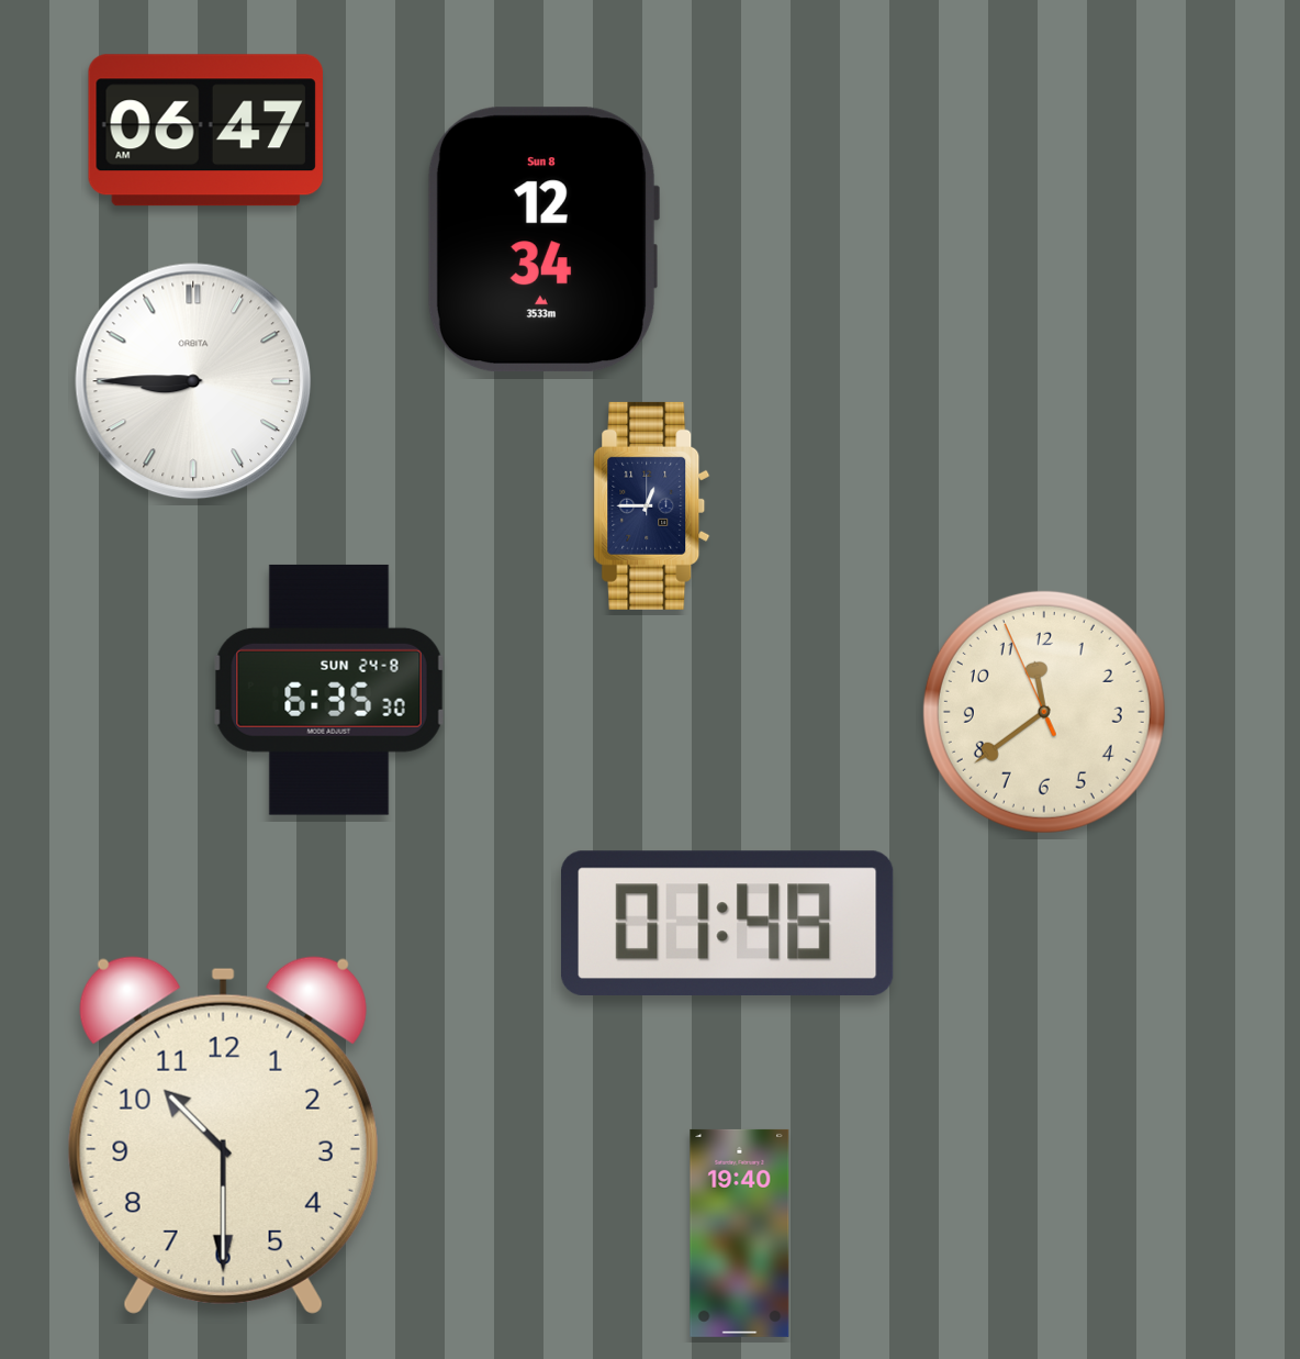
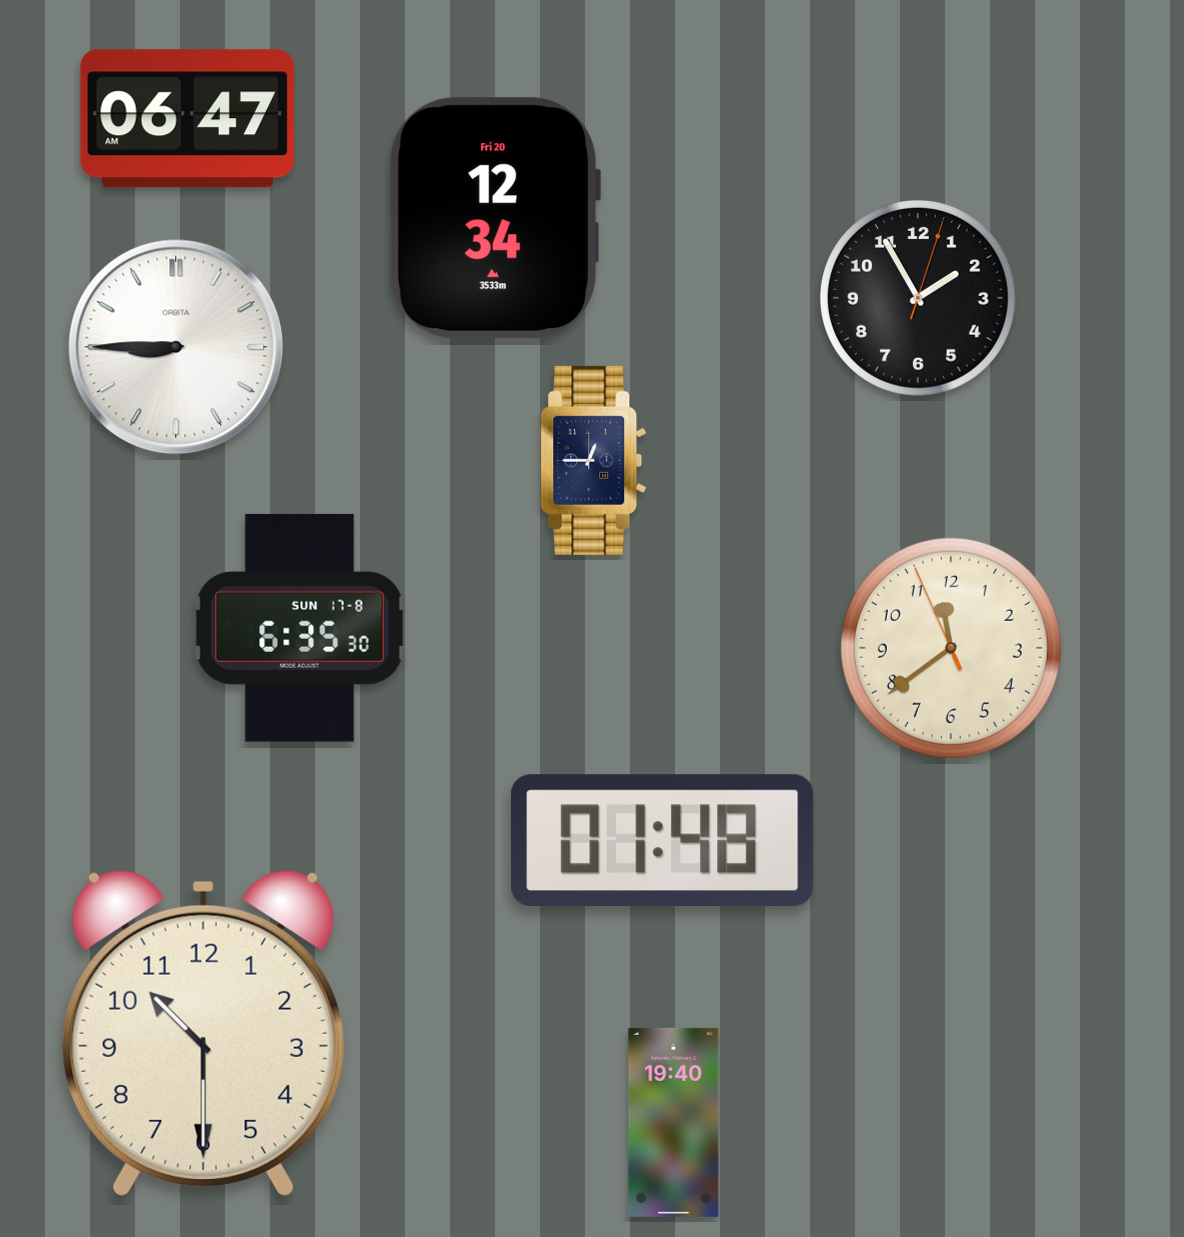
clock at (542, 240) date: Sun 8 -> Fri 20
clock at (918, 298): none -> 1:55
clock at (329, 690) date: SUN 24-8 -> SUN 17-8
